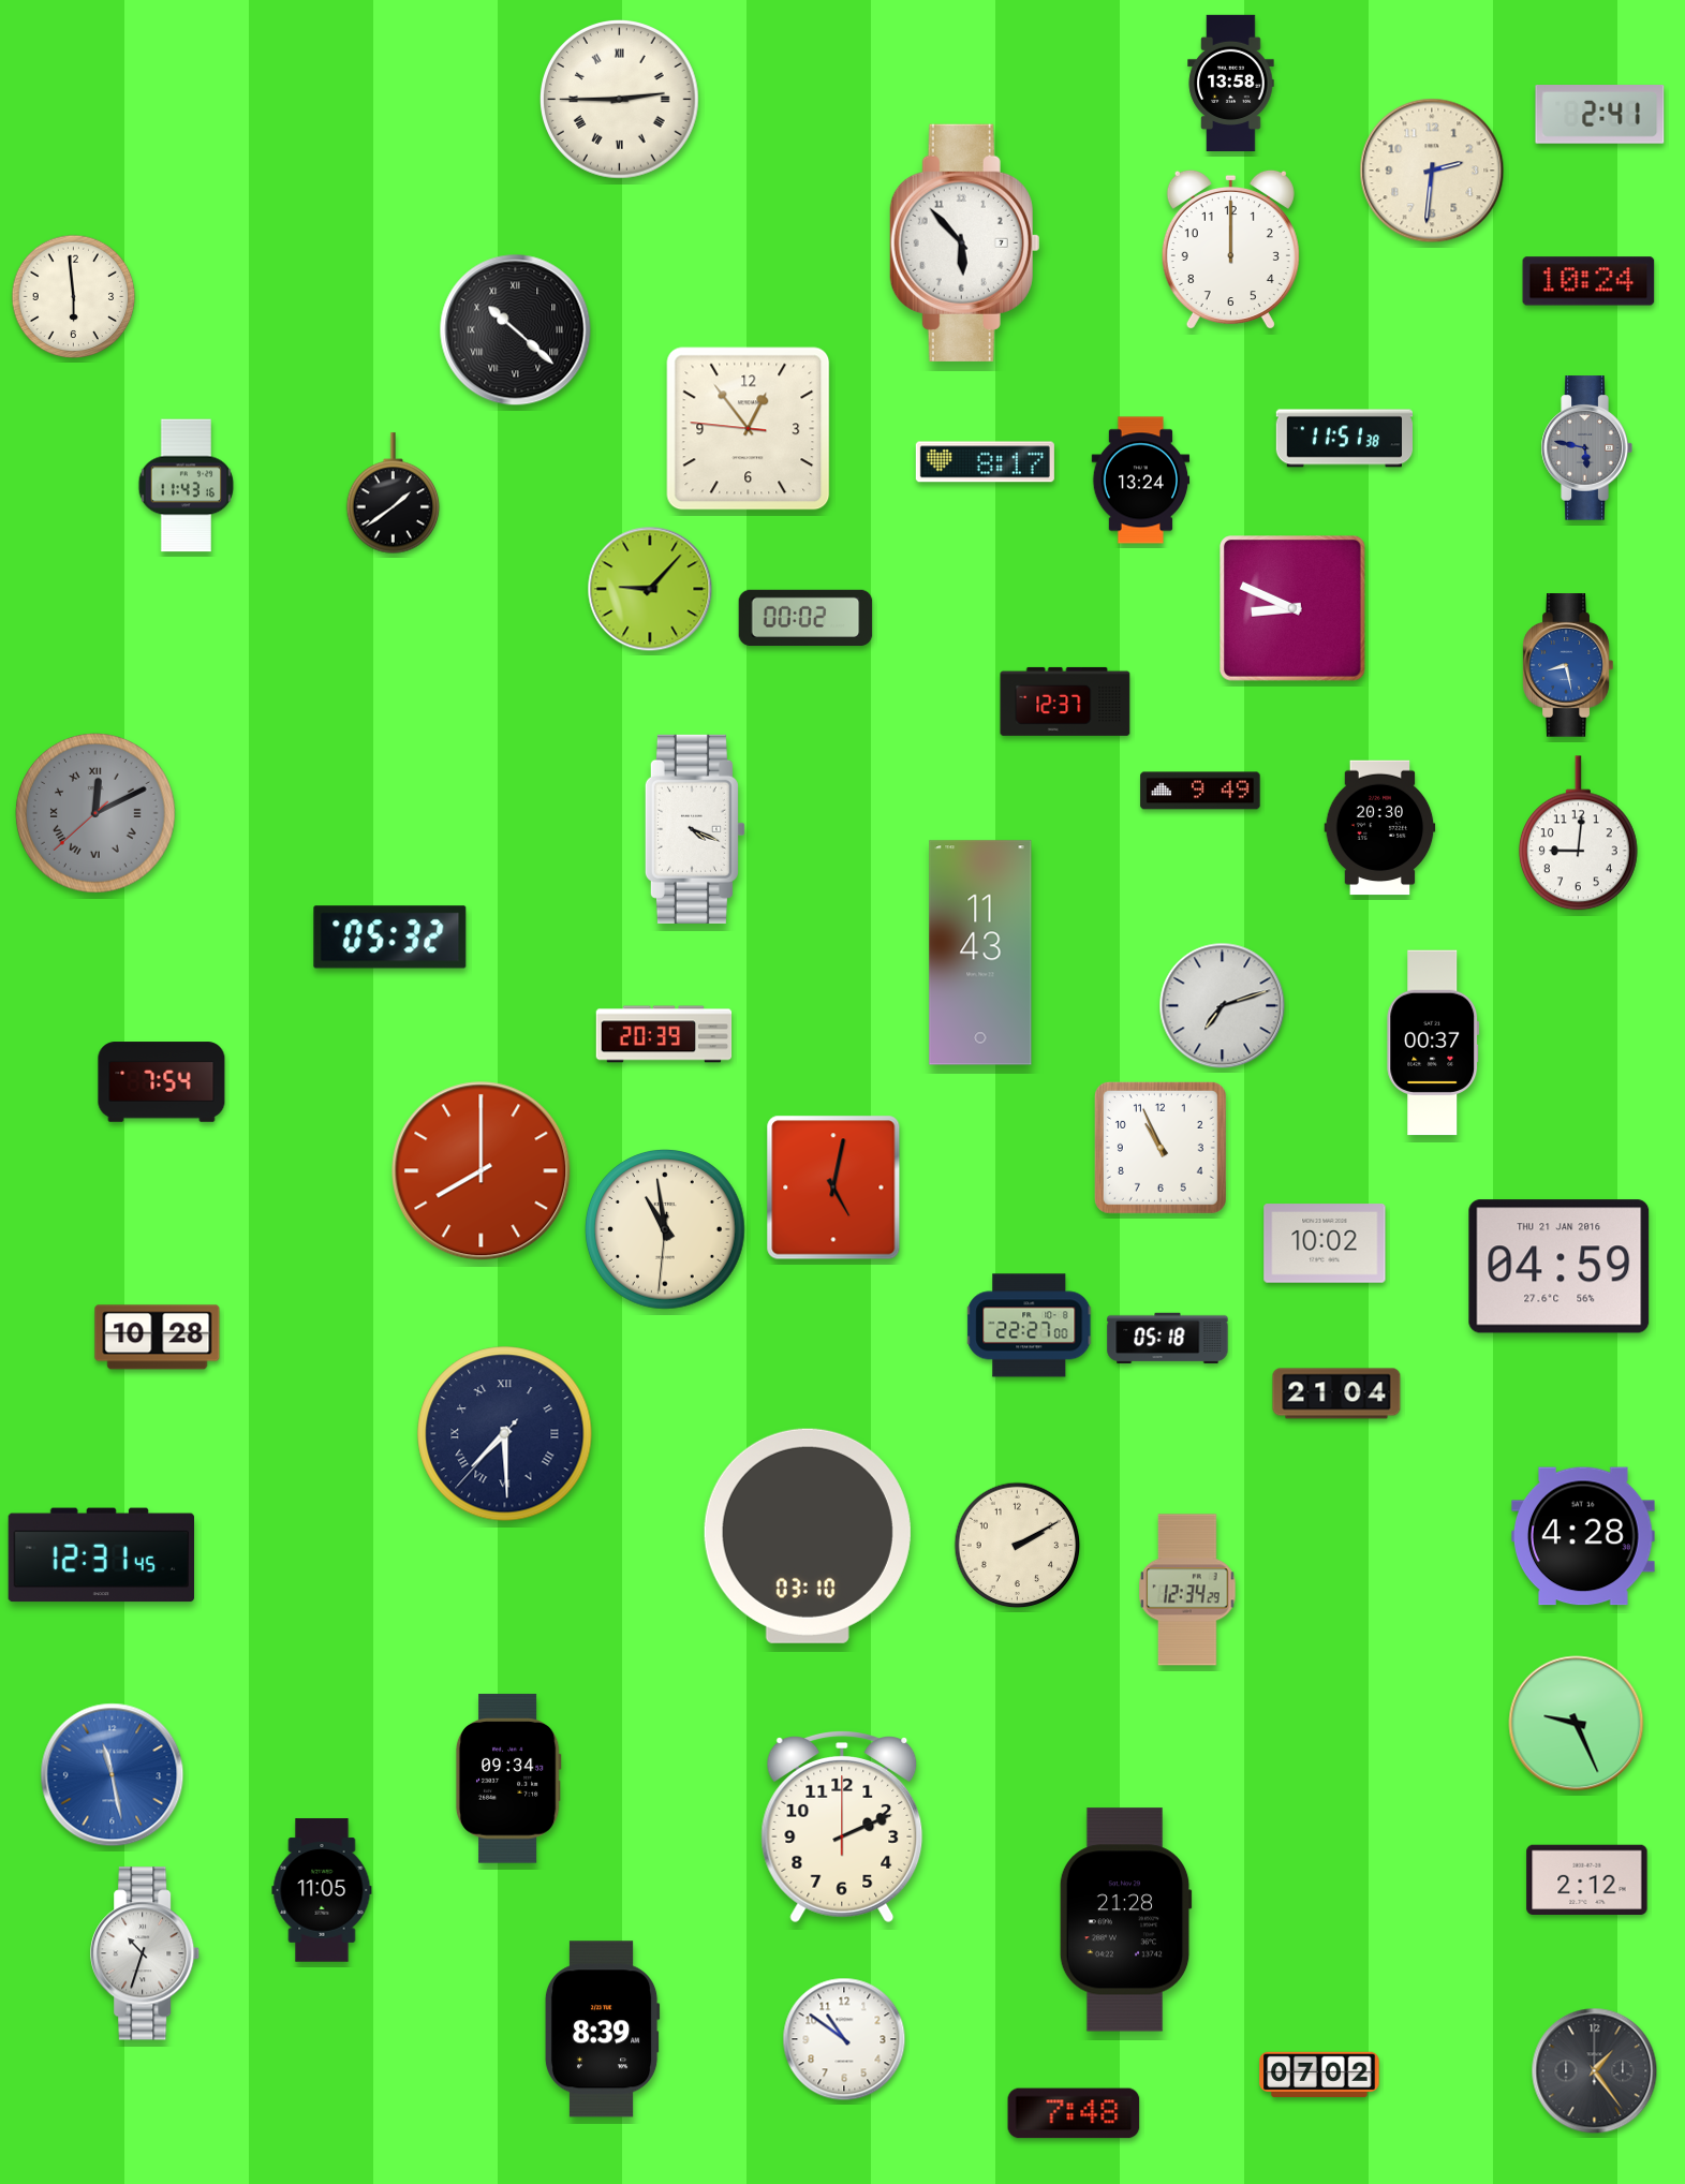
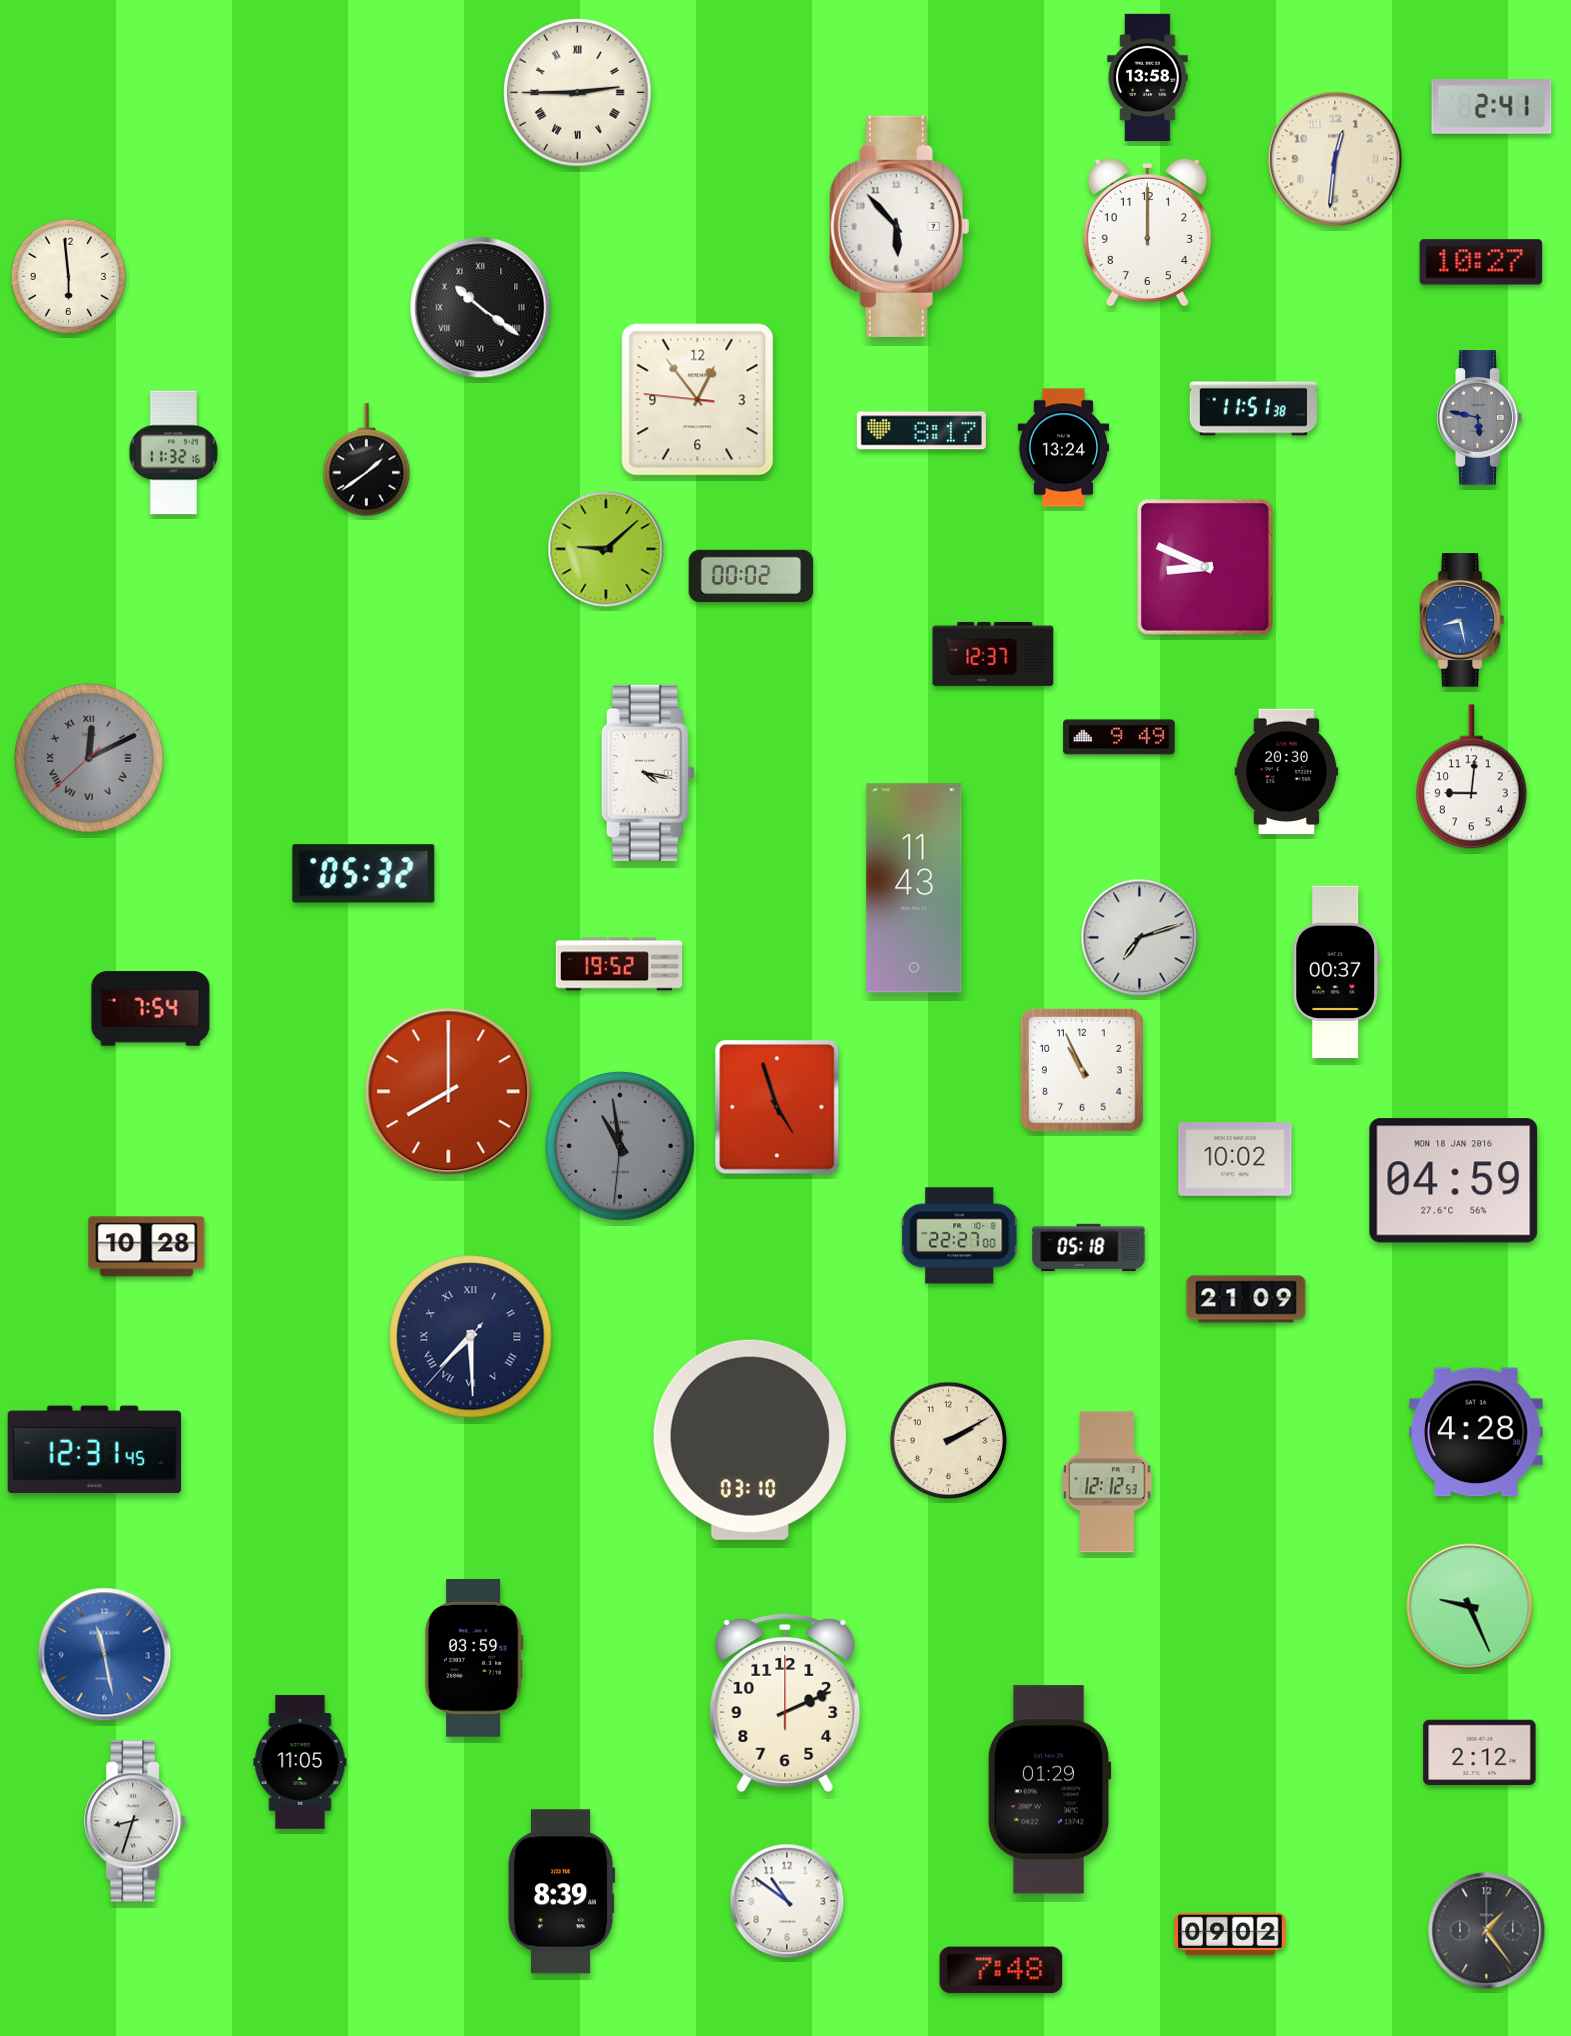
clock at (1432, 171): 2:31 -> 12:31
clock at (1588, 281): 10:24 -> 10:27
clock at (516, 330): 10:22 -> 10:21
clock at (985, 462) position: (985, 462) -> (921, 431)
clock at (187, 486): 11:43 -> 11:32
clock at (650, 589): 9:07 -> 9:08
clock at (695, 829): 4:19 -> 4:17
clock at (664, 1034): 20:39 -> 19:52
clock at (833, 1187): 5:02 -> 4:57
clock at (666, 1230) dial: cream -> grey
clock at (1560, 1267) date: THU 21 JAN 2016 -> MON 18 JAN 2016
clock at (1336, 1393): 21:04 -> 21:09
clock at (808, 1536) position: (808, 1536) -> (750, 1440)
clock at (1187, 1590): 12:34 -> 12:12
clock at (508, 1779): 09:34 -> 03:59
clock at (1125, 1920): 21:28 -> 01:29
clock at (146, 1953): 10:33 -> 8:33
clock at (1319, 2074): 07:02 -> 09:02
